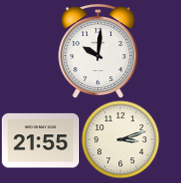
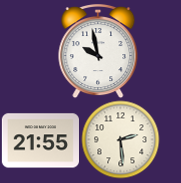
clock at (98, 52): 10:01 -> 9:58
clock at (120, 139): 3:12 -> 2:29
